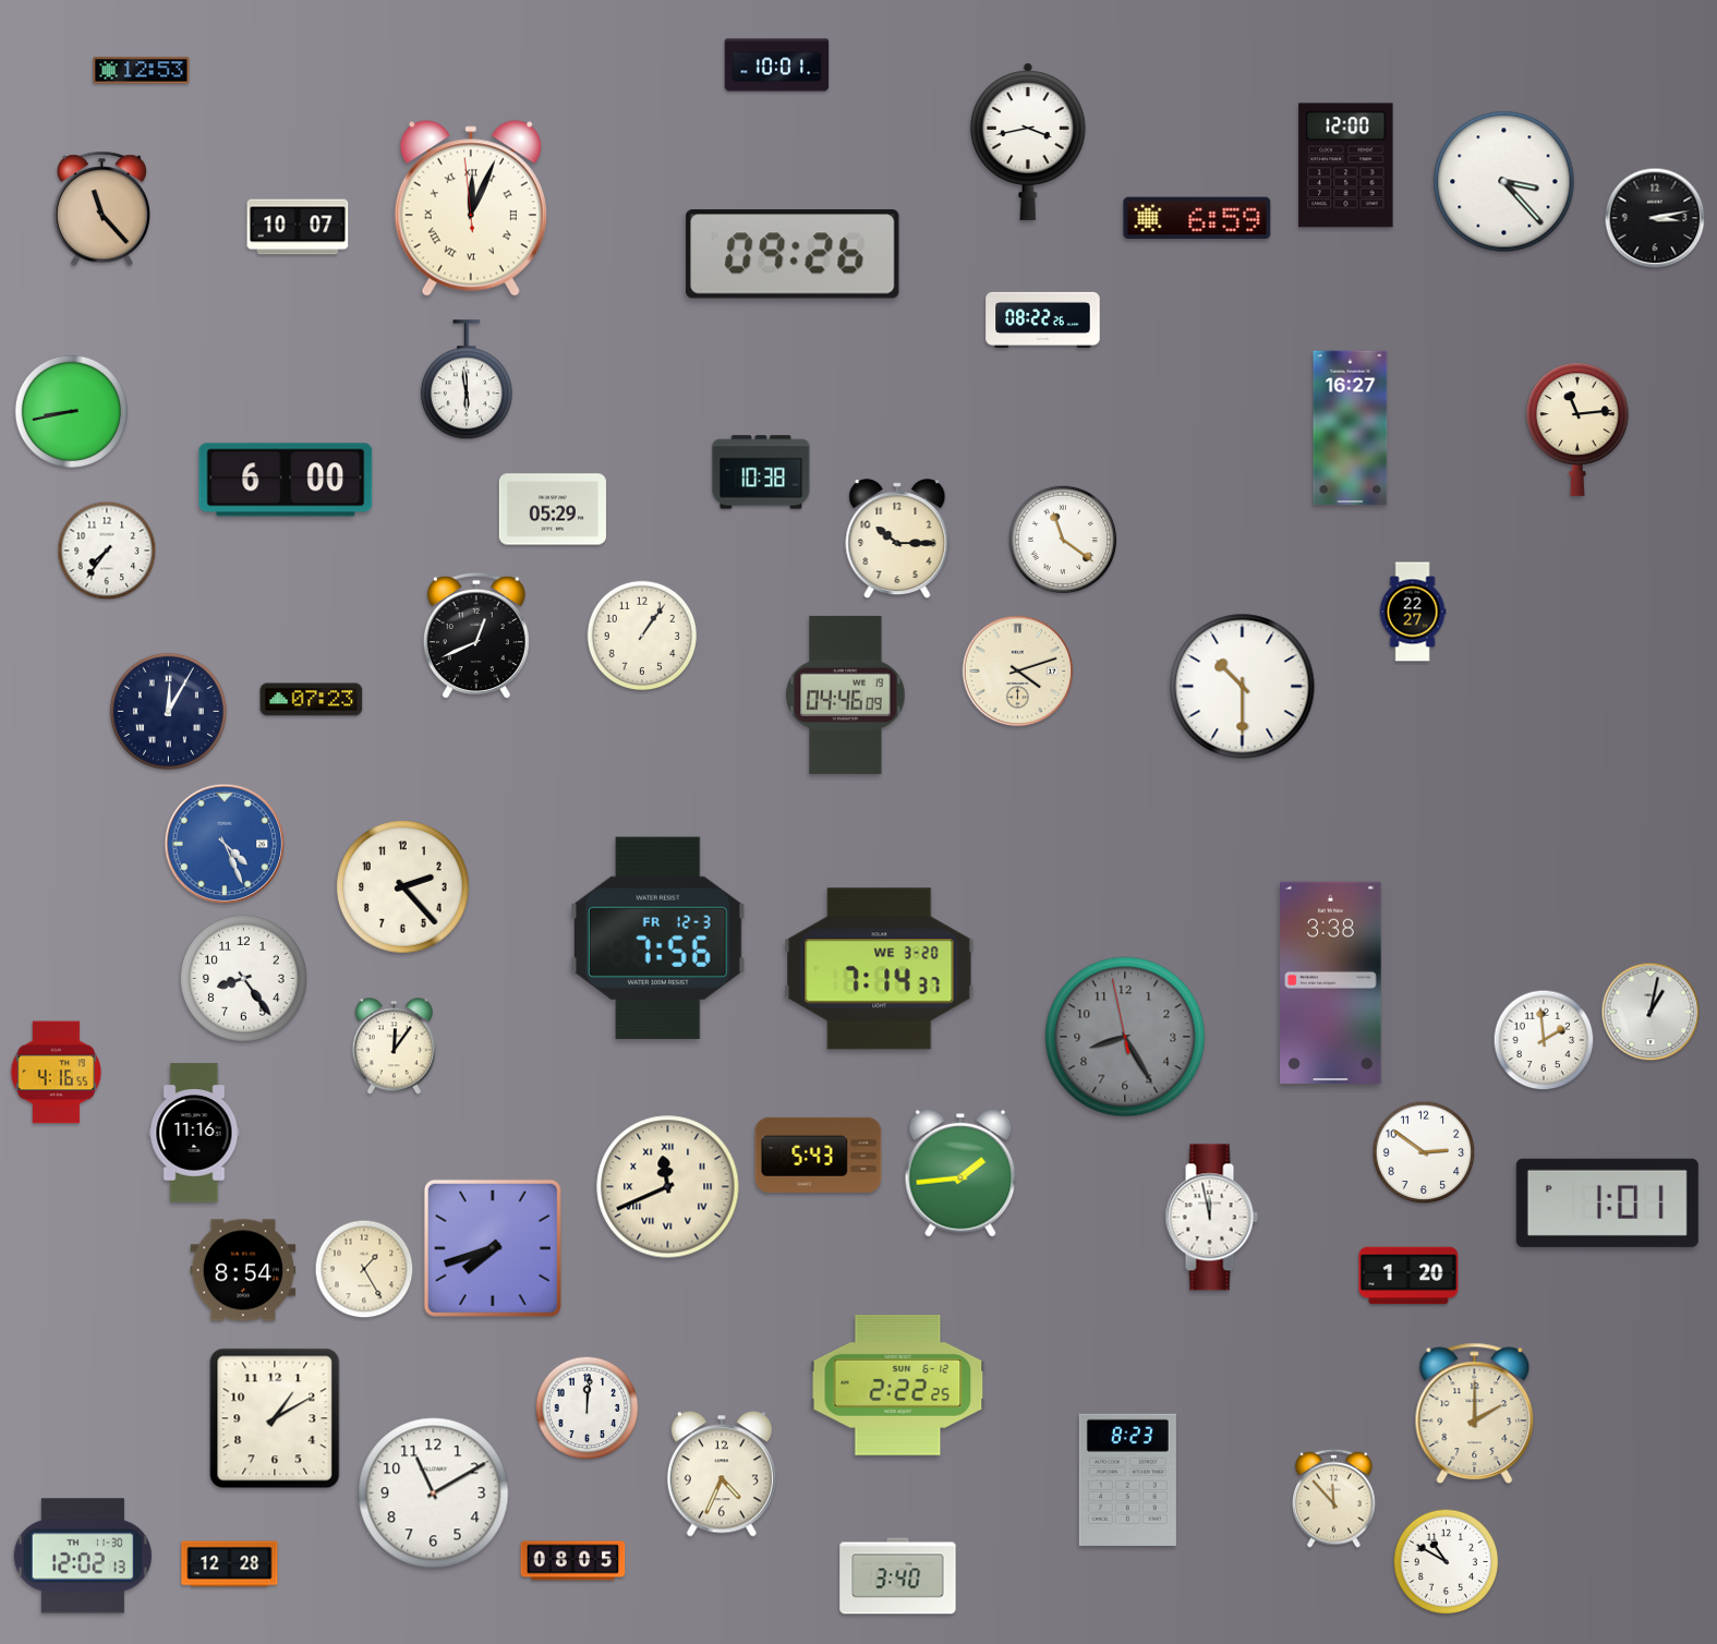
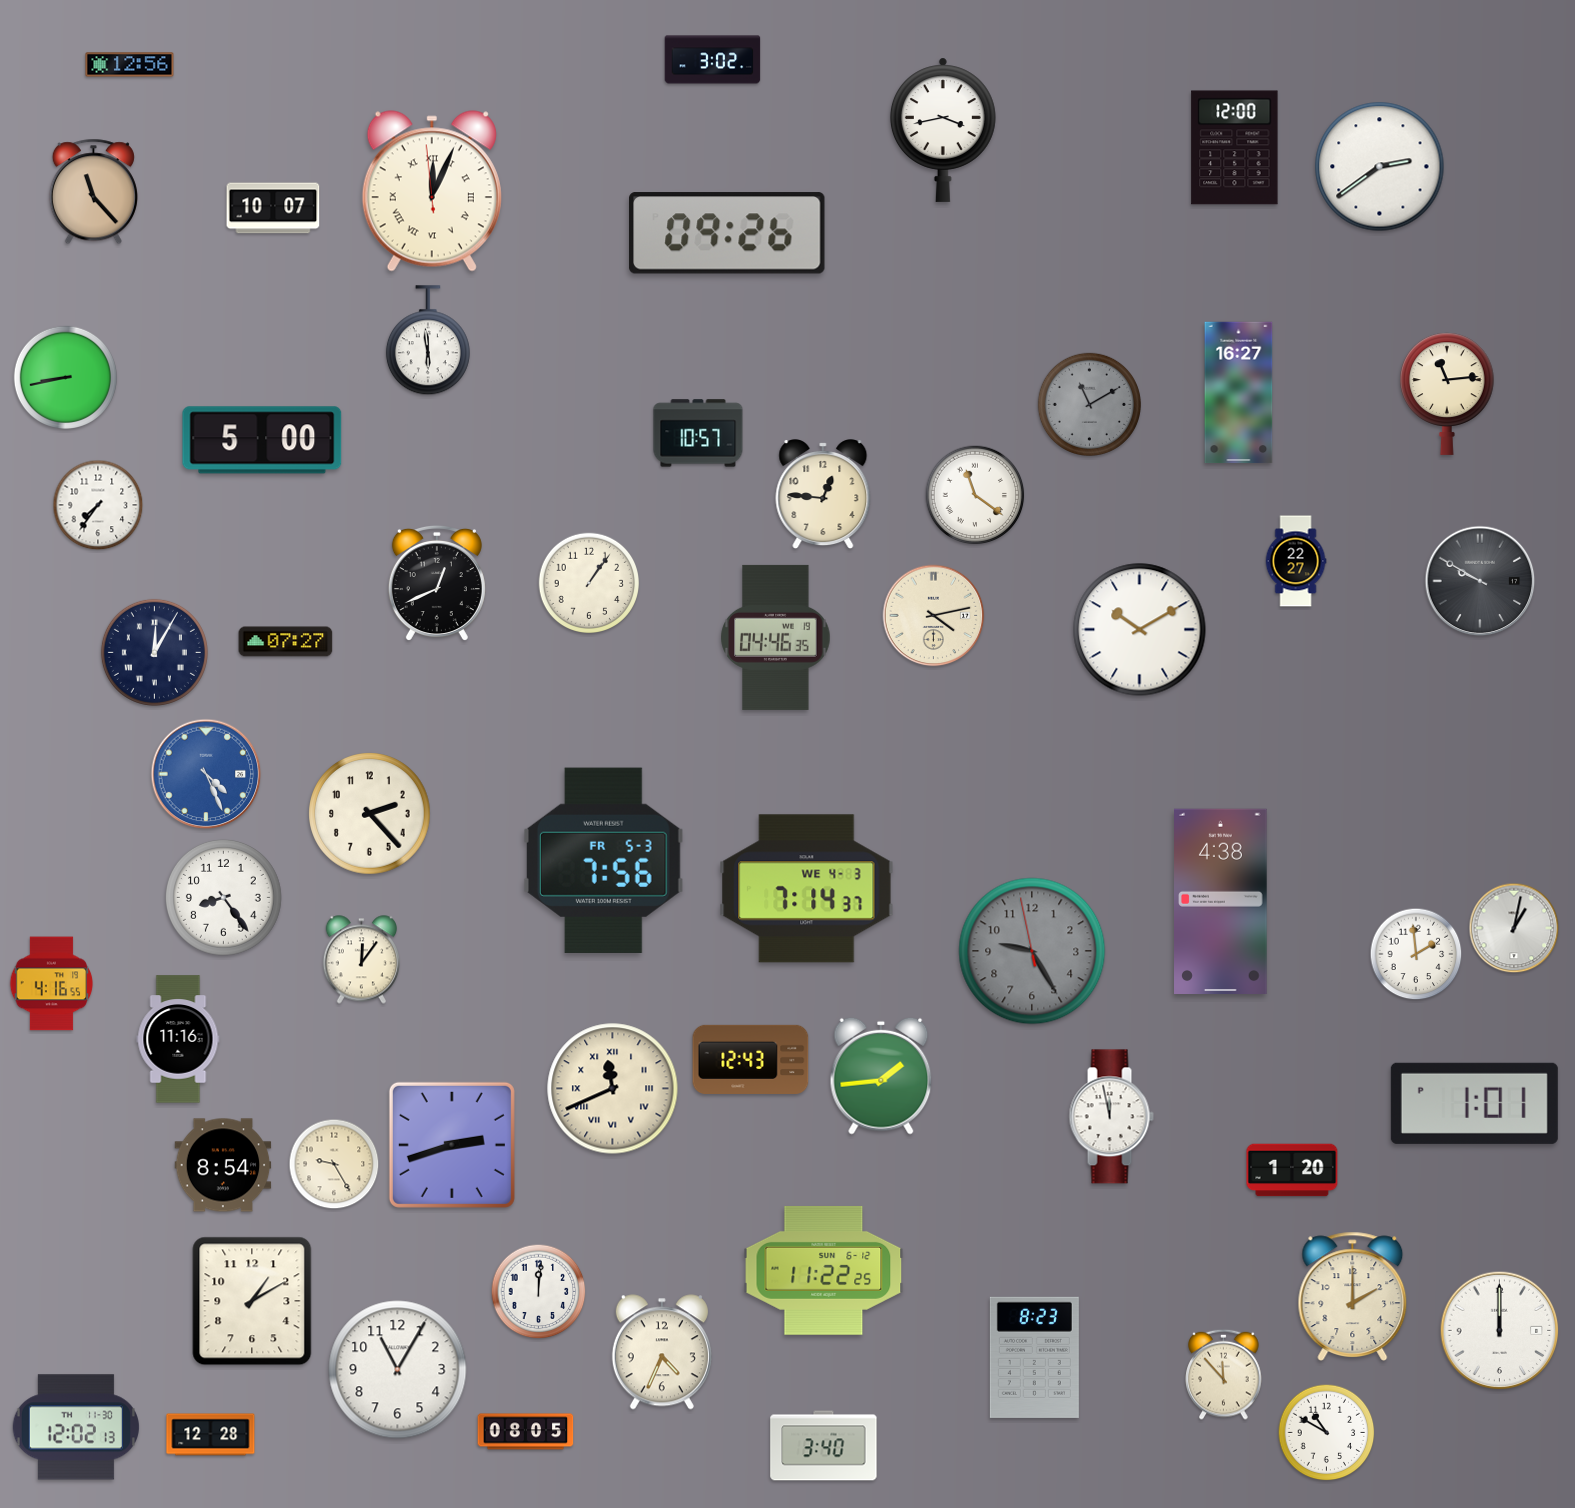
clock at (777, 65): 10:01 -> 3:02
clock at (142, 71): 12:53 -> 12:56
clock at (1346, 166) position: (1346, 166) -> (1235, 148)
clock at (1504, 182): 3:23 -> 2:39
clock at (1197, 218): 6:59 -> none
clock at (1655, 218): 3:13 -> none
clock at (1043, 319): 08:22 -> none
clock at (467, 380) position: (467, 380) -> (428, 341)
clock at (1089, 404): none -> 11:10
clock at (761, 472): 10:38 -> 10:57
clock at (286, 480): 6:00 -> 5:00
clock at (553, 509): 05:29 -> none
clock at (897, 540): 10:15 -> 12:46
clock at (1480, 581): none -> 9:50
clock at (1018, 672): 4:12 -> 4:13
clock at (1243, 687): 10:30 -> 10:10
clock at (846, 694): 04:46:09 -> 04:46:35
clock at (312, 700): 07:23 -> 07:27
clock at (657, 938) date: FR 12-3 -> FR 5-3
clock at (880, 969) date: WE 3-20 -> WE 4-3
clock at (1331, 983): 3:38 -> 4:38
clock at (1125, 1037): 8:24 -> 9:24
clock at (1424, 1152): 2:51 -> none
clock at (819, 1155): 5:43 -> 12:43
clock at (493, 1248): 7:42 -> 2:42
clock at (364, 1269): 1:25 -> 9:25
clock at (898, 1385): 2:22 -> 11:22
clock at (1500, 1331): none -> 12:00
clock at (434, 1494): 11:10 -> 11:05
